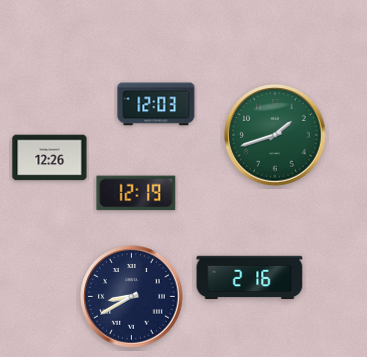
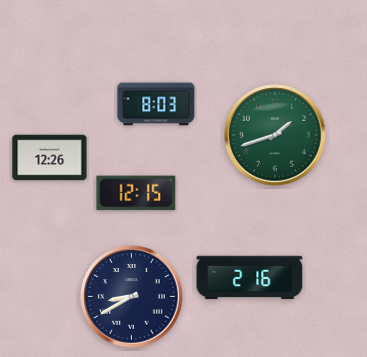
clock at (156, 104): 12:03 -> 8:03
clock at (136, 193): 12:19 -> 12:15
